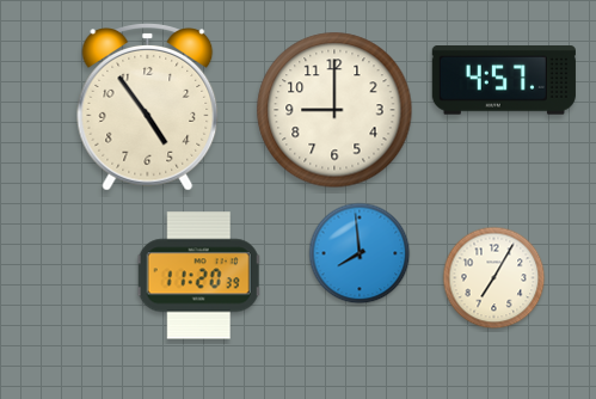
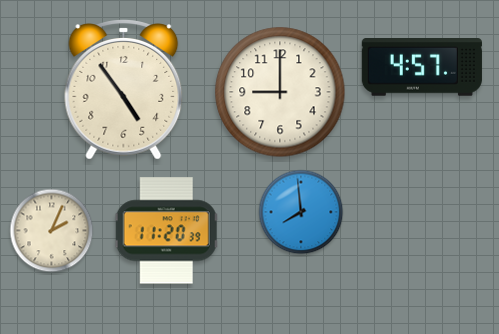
clock at (52, 231): none -> 2:04
clock at (494, 278): 7:05 -> none
